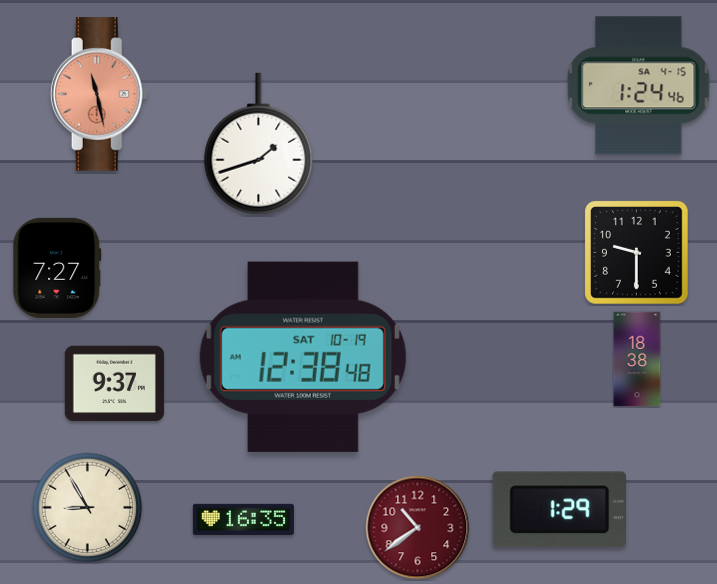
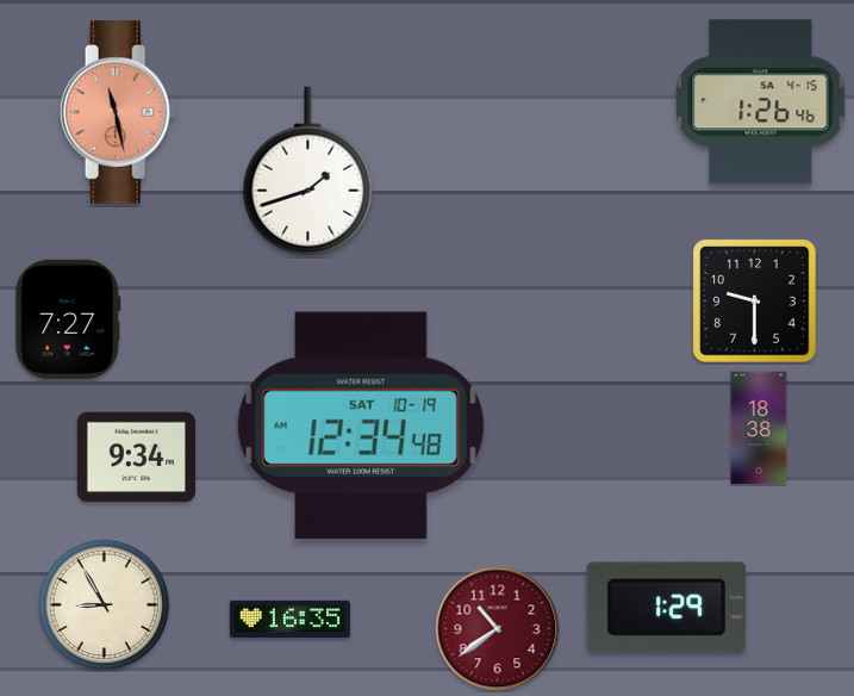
clock at (639, 86): 1:24 -> 1:26
clock at (637, 253) position: (637, 253) -> (755, 302)
clock at (303, 357): 12:38 -> 12:34
clock at (114, 384): 9:37 -> 9:34
